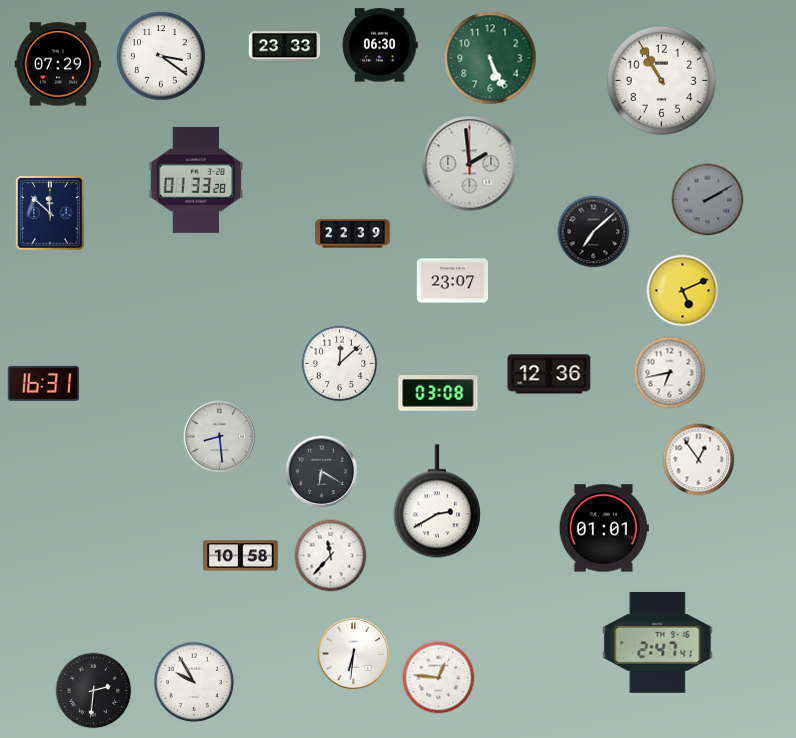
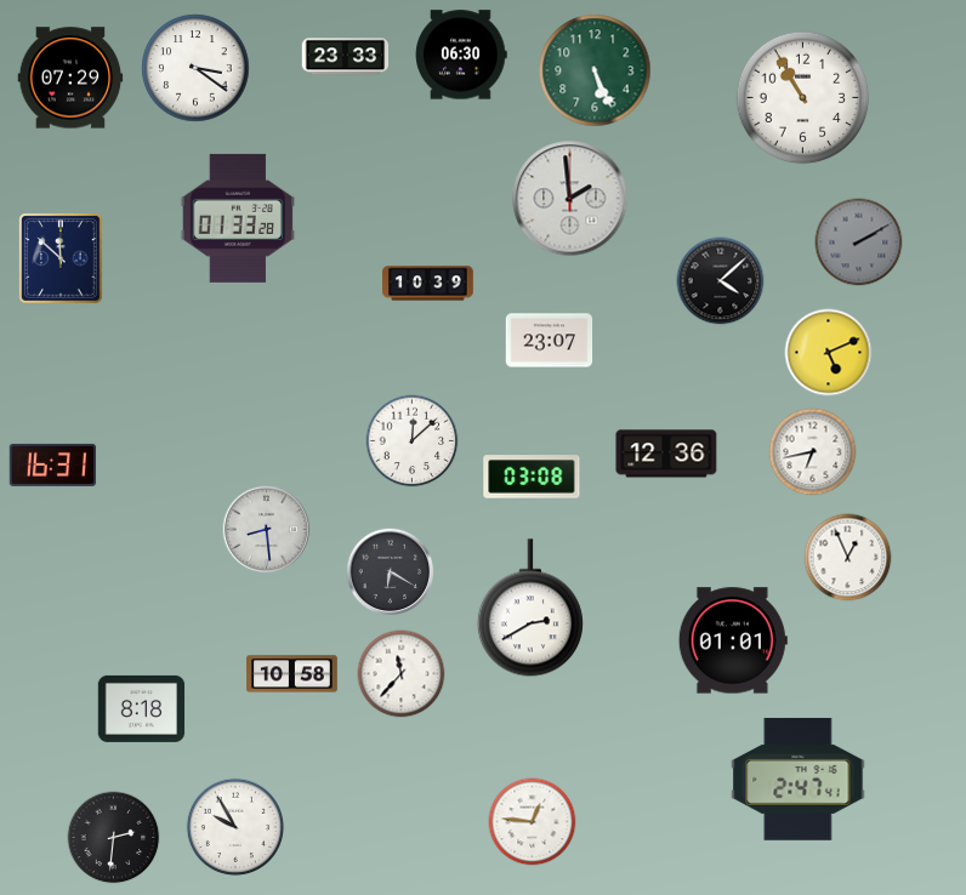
clock at (594, 232): 7:08 -> 4:08
clock at (353, 234): 22:39 -> 10:39
clock at (699, 460): 12:54 -> 12:56
clock at (142, 708): none -> 8:18
clock at (354, 654): 6:31 -> none
